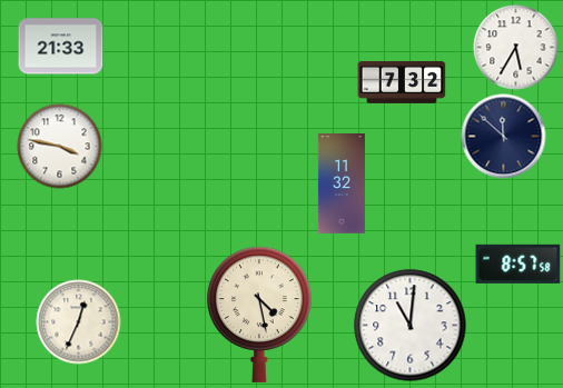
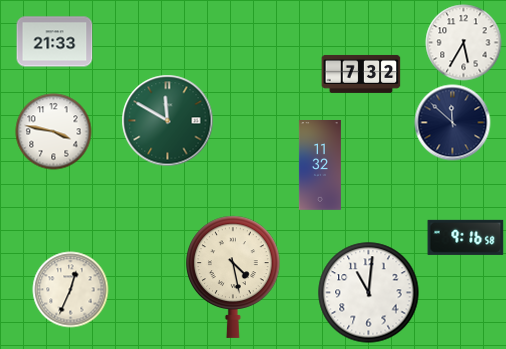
clock at (168, 121): none -> 11:50
clock at (342, 185) position: (342, 185) -> (320, 166)
clock at (518, 263): 8:57 -> 9:16
clock at (259, 315) position: (259, 315) -> (233, 277)
